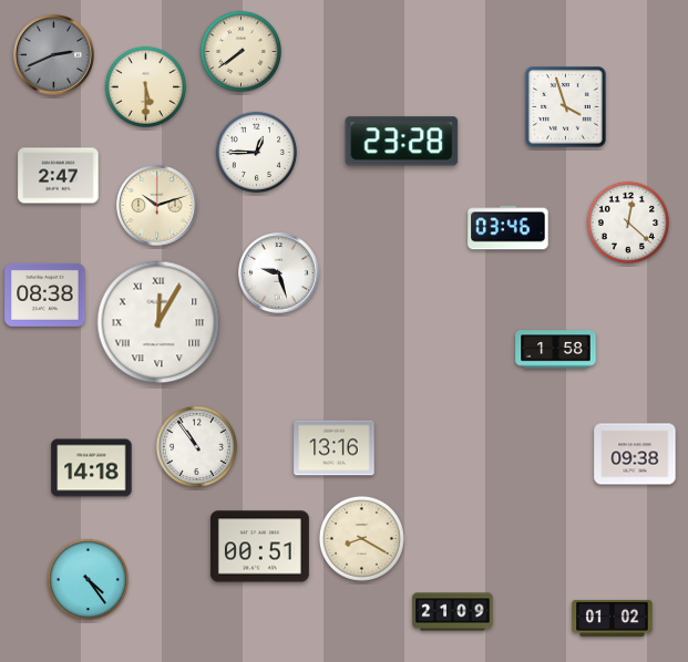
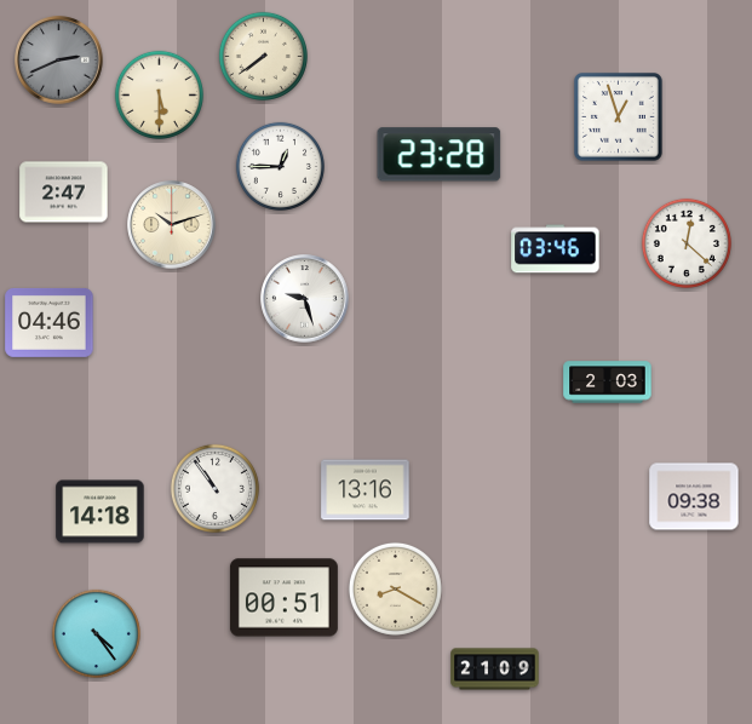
clock at (566, 107): 3:57 -> 12:57
clock at (45, 294): 08:38 -> 04:46
clock at (158, 322): 12:05 -> none
clock at (556, 350): 1:58 -> 2:03
clock at (613, 618): 01:02 -> none
